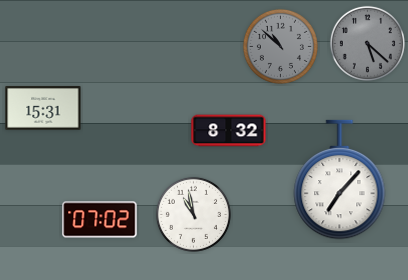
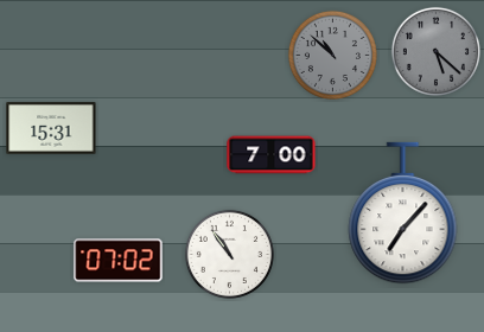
clock at (229, 131): 8:32 -> 7:00
clock at (193, 214): 10:58 -> 10:54
